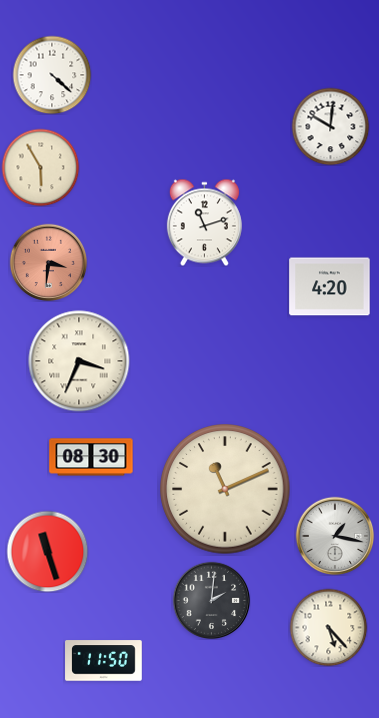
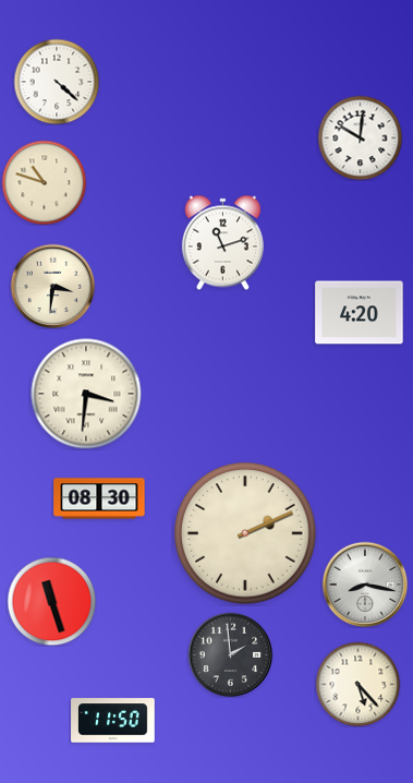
clock at (40, 167): 5:55 -> 10:48
clock at (48, 262) dial: salmon -> cream
clock at (79, 361): 3:34 -> 3:31
clock at (225, 489): 11:11 -> 2:11
clock at (335, 536): 1:17 -> 8:17
clock at (211, 600): 2:01 -> 1:59
